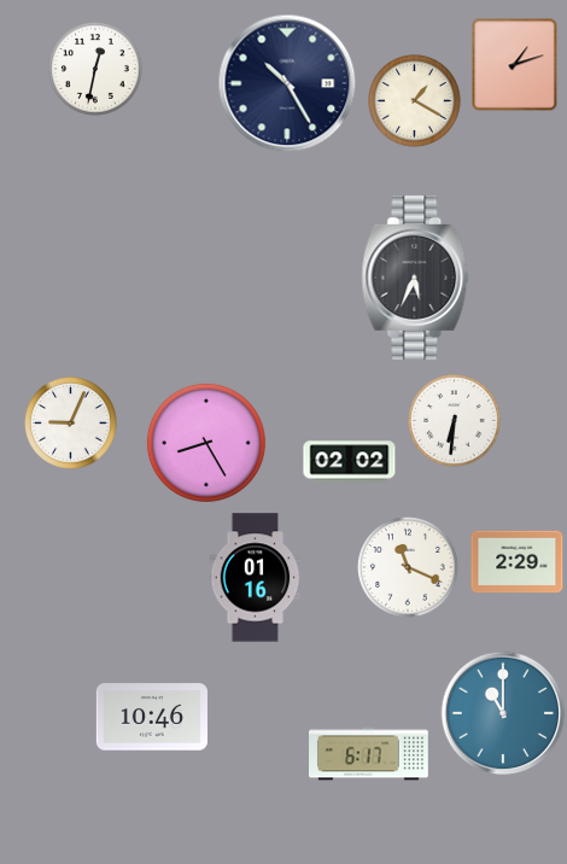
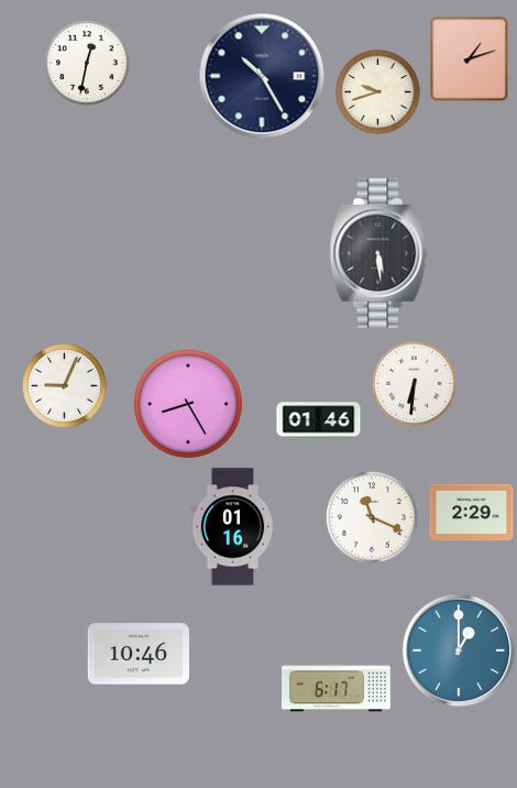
clock at (415, 101): 1:20 -> 9:42
clock at (415, 278): 5:34 -> 5:29
clock at (350, 462): 02:02 -> 01:46
clock at (503, 713): 11:00 -> 1:00
